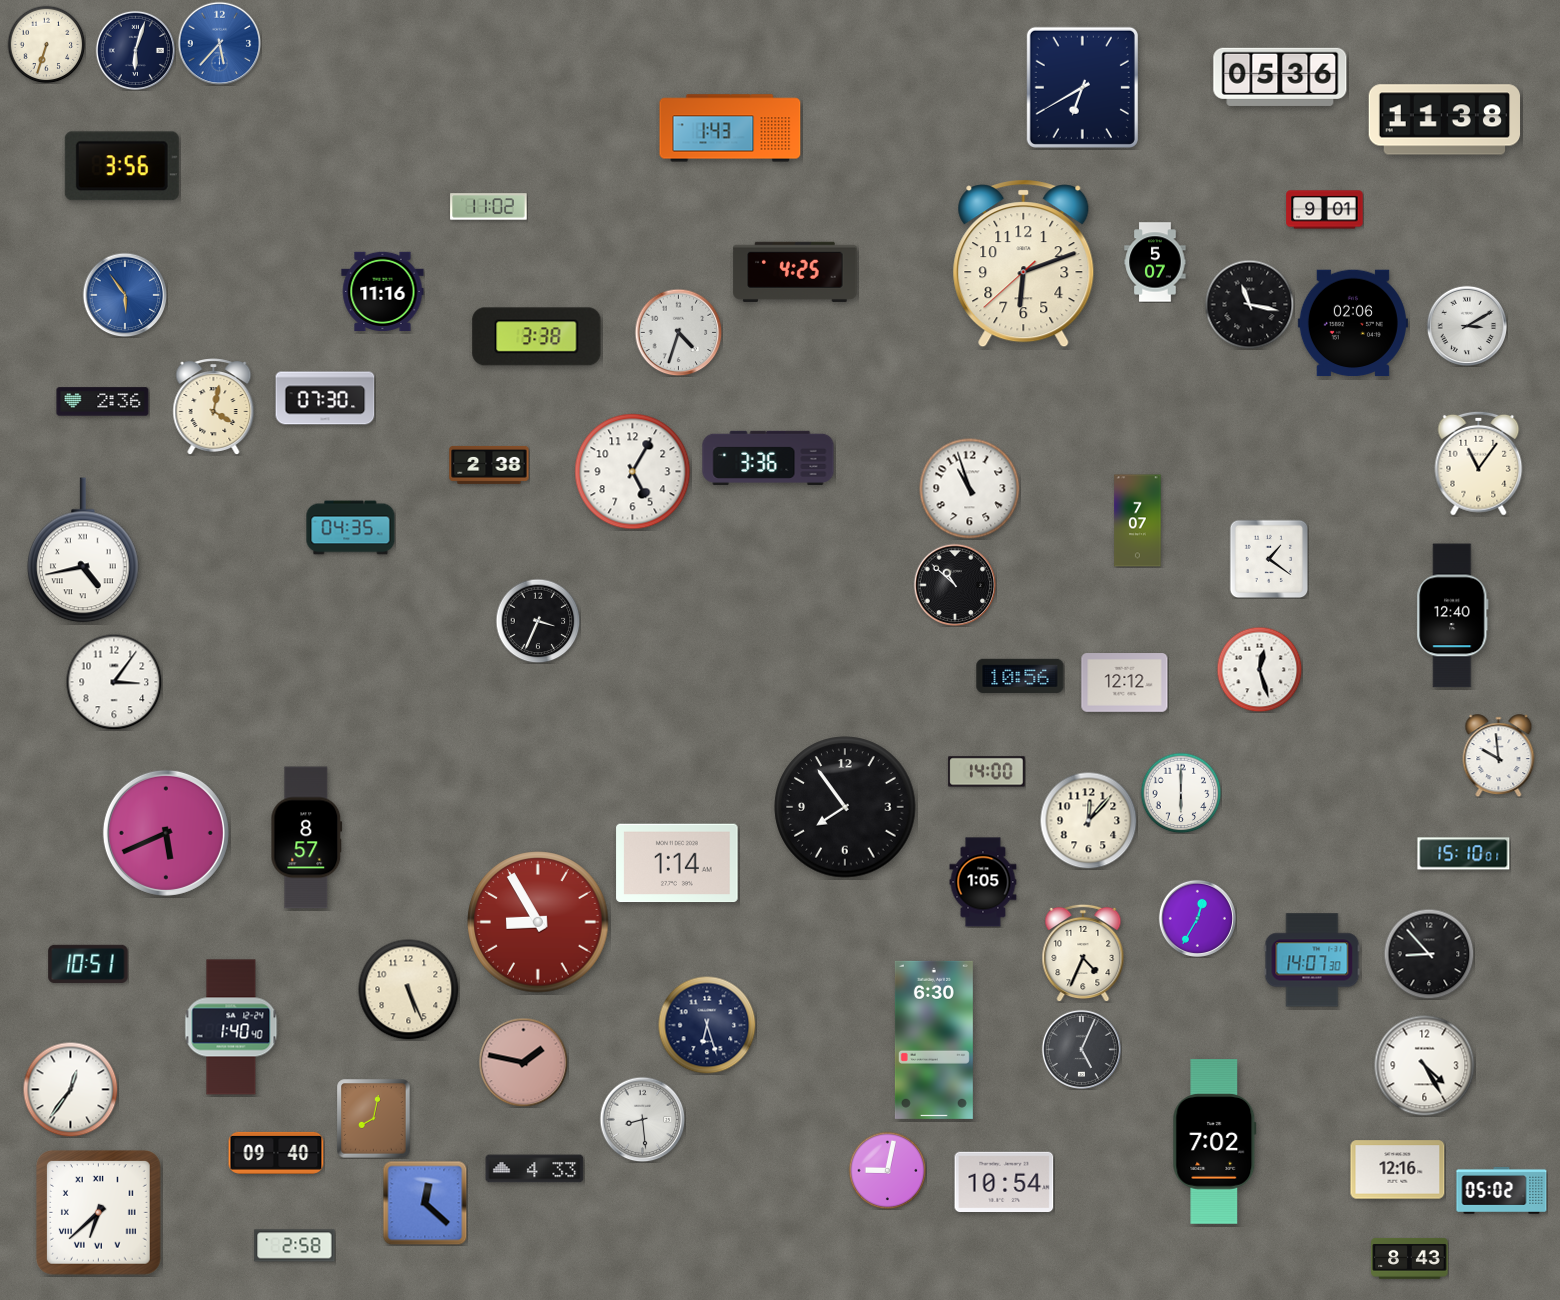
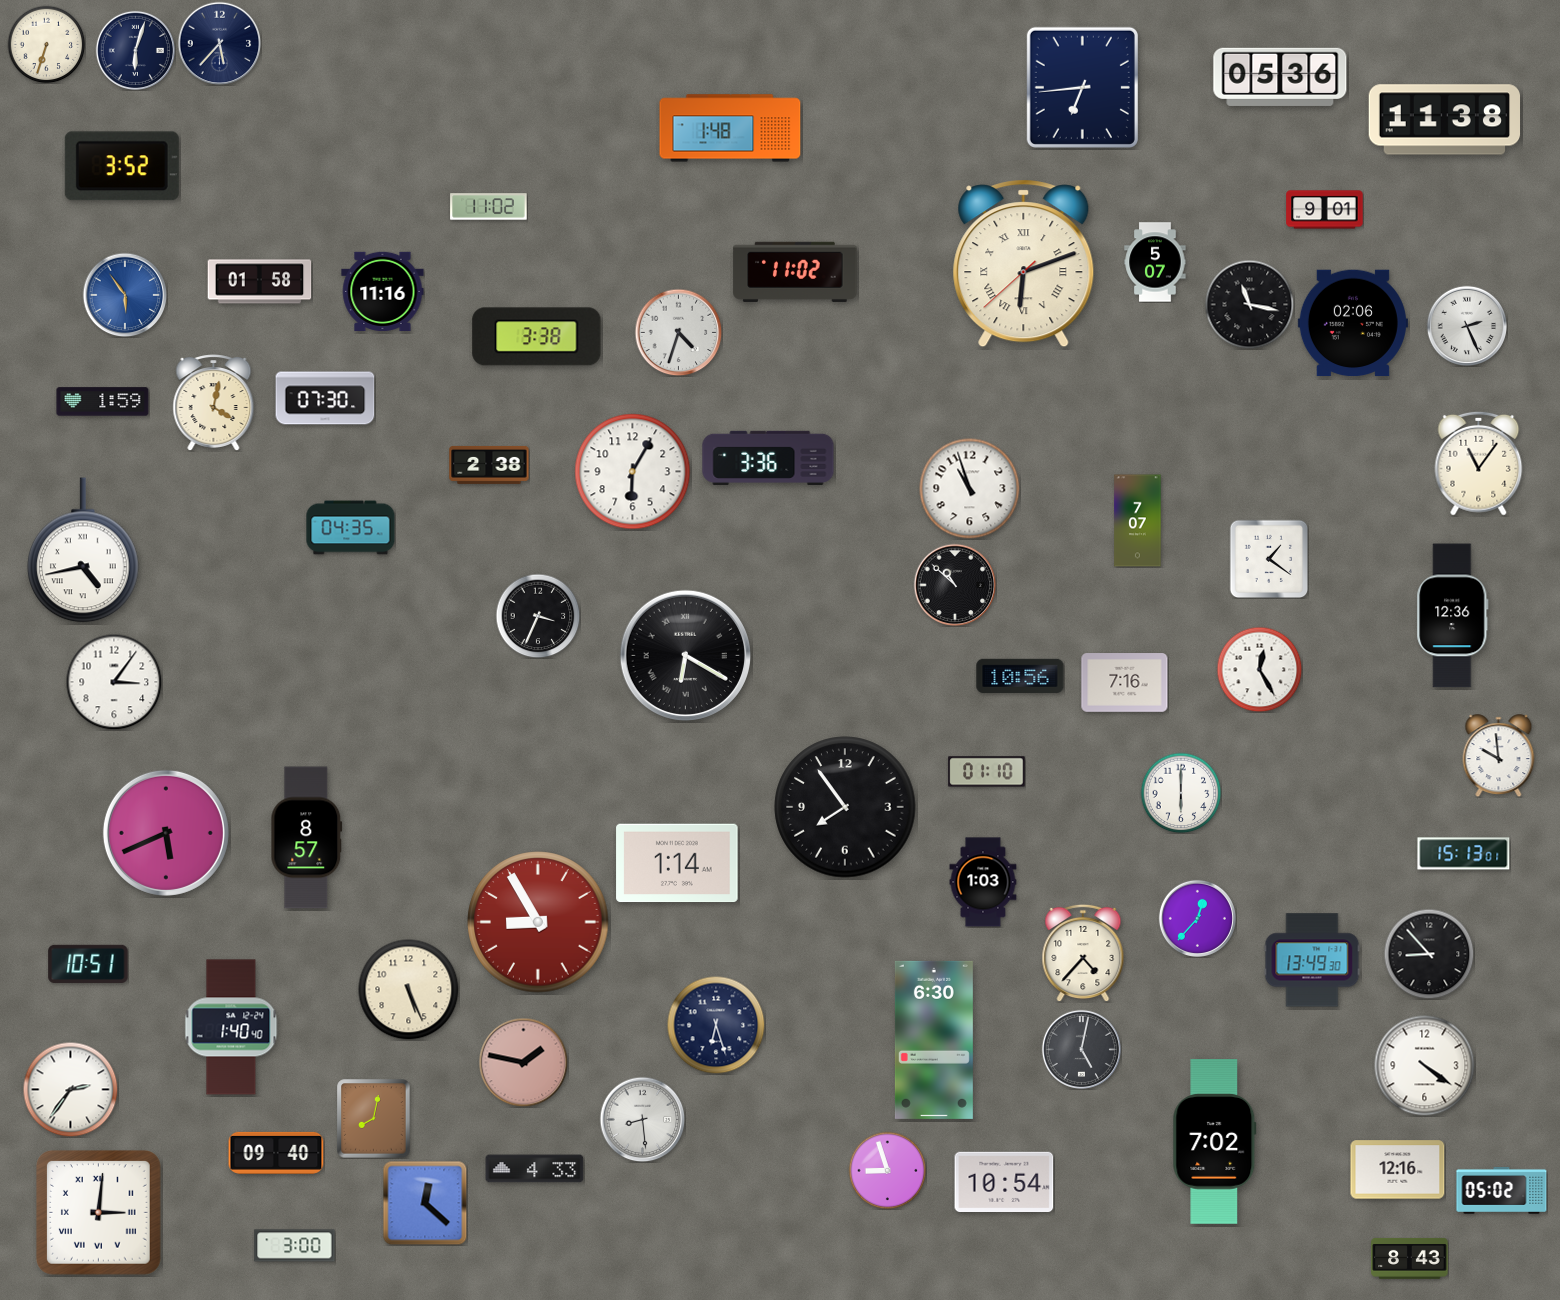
clock at (219, 43) dial: blue -> navy
clock at (1082, 87): 6:40 -> 6:44
clock at (730, 128): 1:43 -> 1:48
clock at (122, 166): 3:56 -> 3:52
clock at (1024, 264) numerals: Arabic -> Roman
clock at (795, 272): 4:25 -> 11:02
clock at (260, 282): none -> 01:58
clock at (1466, 325): 3:10 -> 2:26
clock at (103, 402): 2:36 -> 1:59
clock at (214, 407) position: (214, 407) -> (214, 403)
clock at (633, 472): 5:05 -> 6:05
clock at (1453, 616): 12:40 -> 12:36
clock at (538, 621) position: (538, 621) -> (538, 616)
clock at (685, 655): none -> 6:20
clock at (1259, 669): 12:27 -> 12:25
clock at (1125, 683): 12:12 -> 7:16
clock at (987, 772): 14:00 -> 01:10
clock at (1088, 820): 12:07 -> none
clock at (1464, 854): 15:10 -> 15:13
clock at (983, 882): 1:05 -> 1:03
clock at (1197, 918): 12:35 -> 12:37
clock at (1083, 953): 4:34 -> 4:37
clock at (1312, 960): 14:07 -> 13:49
clock at (707, 1025) position: (707, 1025) -> (716, 1025)
clock at (1081, 1049): 5:04 -> 5:02
clock at (1425, 1066): 4:25 -> 4:21
clock at (70, 1089): 12:36 -> 2:36
clock at (887, 1170): 9:02 -> 8:57
clock at (99, 1213): 6:38 -> 3:01
clock at (295, 1246): 2:58 -> 3:00
